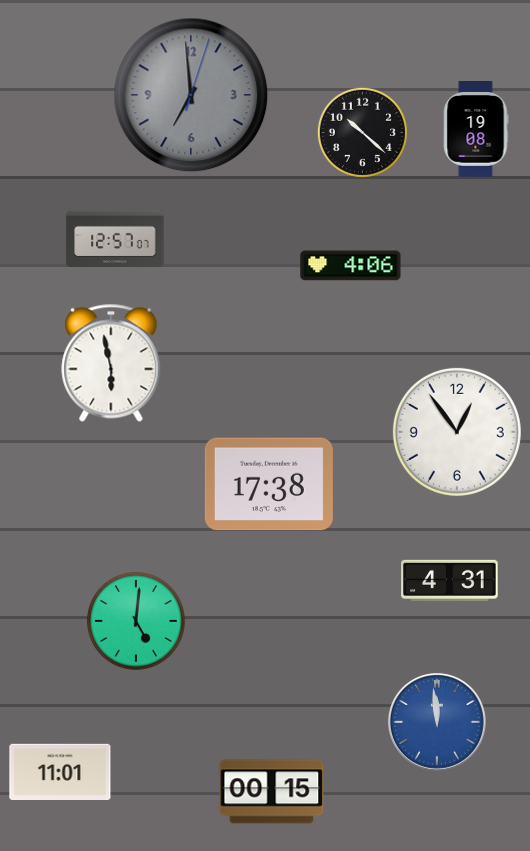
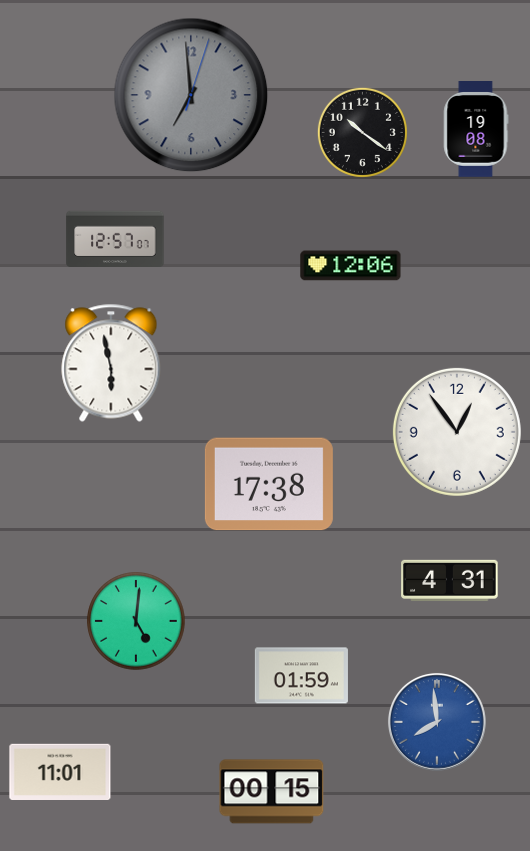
clock at (362, 132): 10:22 -> 10:21
clock at (351, 266): 4:06 -> 12:06
clock at (301, 676): none -> 01:59
clock at (437, 722): 11:59 -> 7:59
